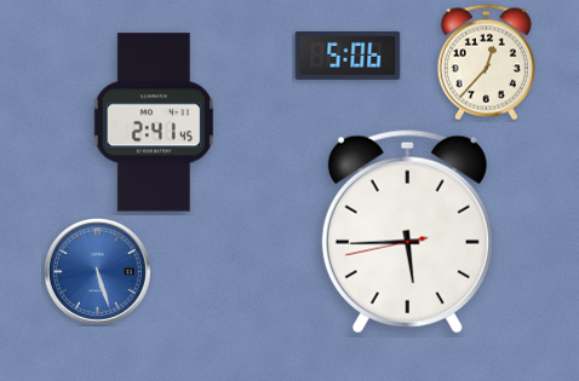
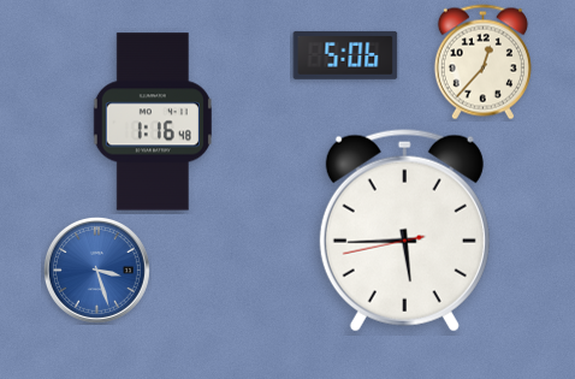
clock at (154, 122): 2:41 -> 1:16
clock at (97, 271): 5:27 -> 3:27
